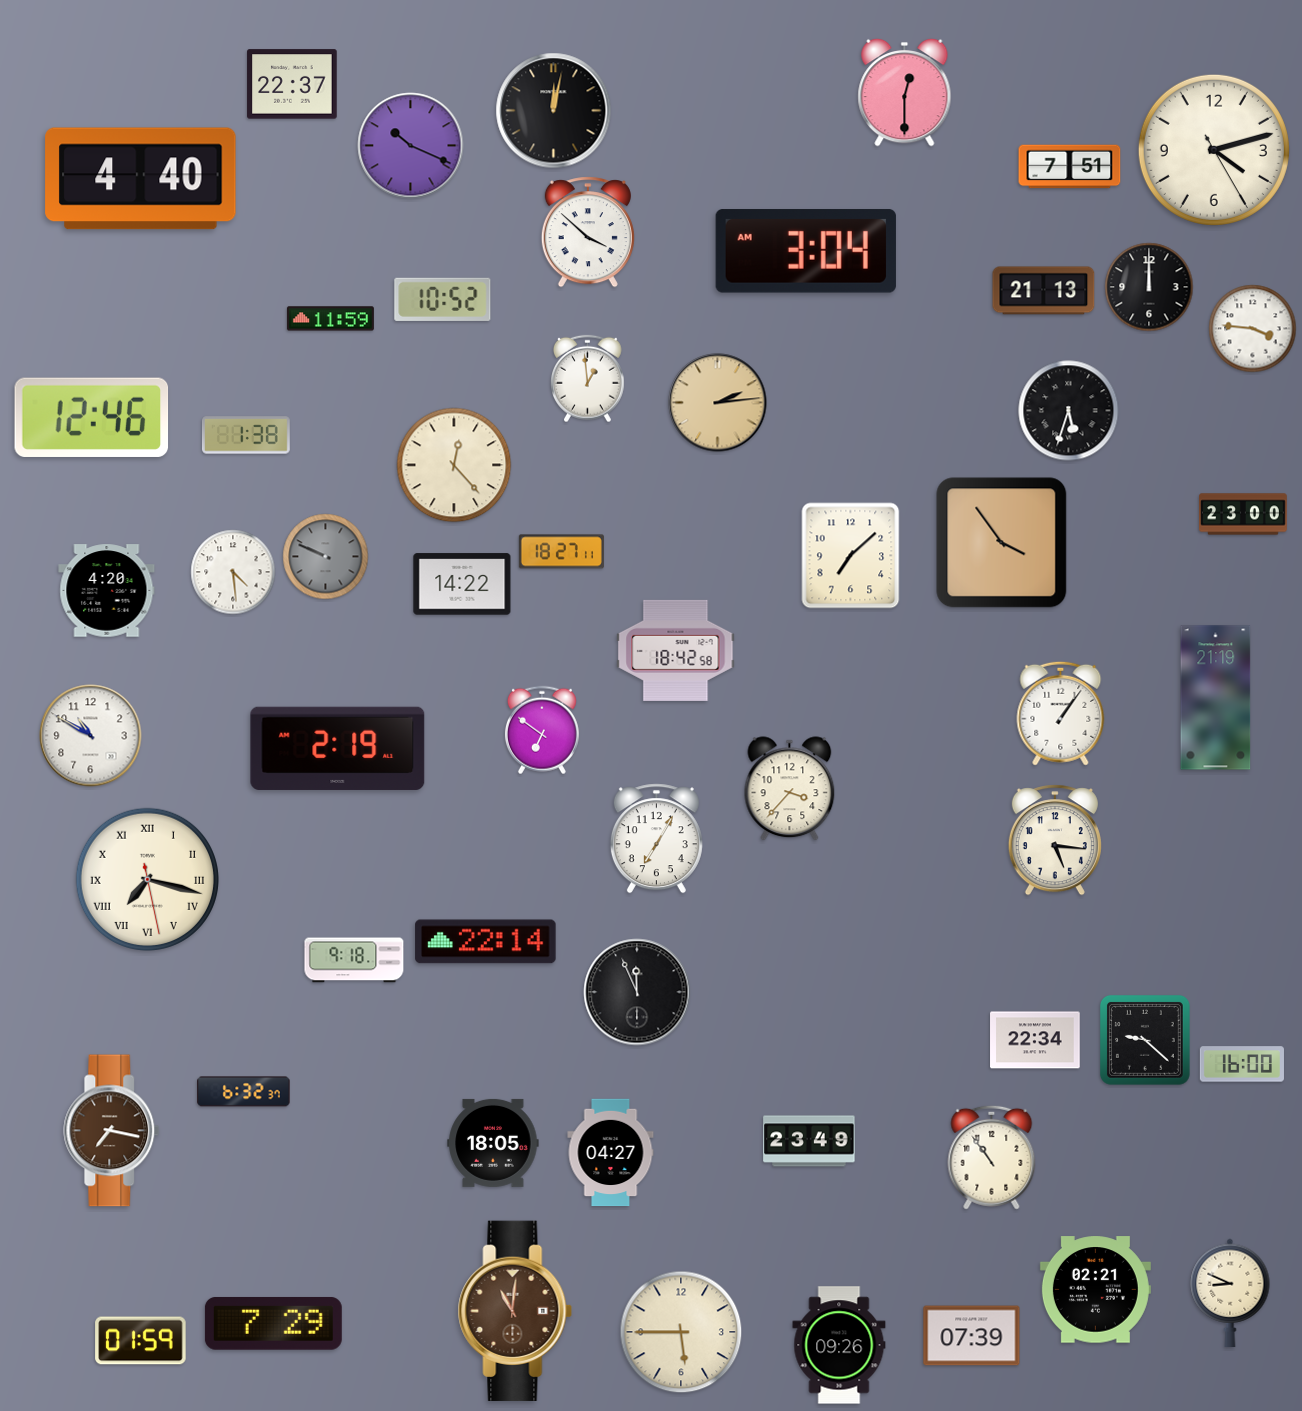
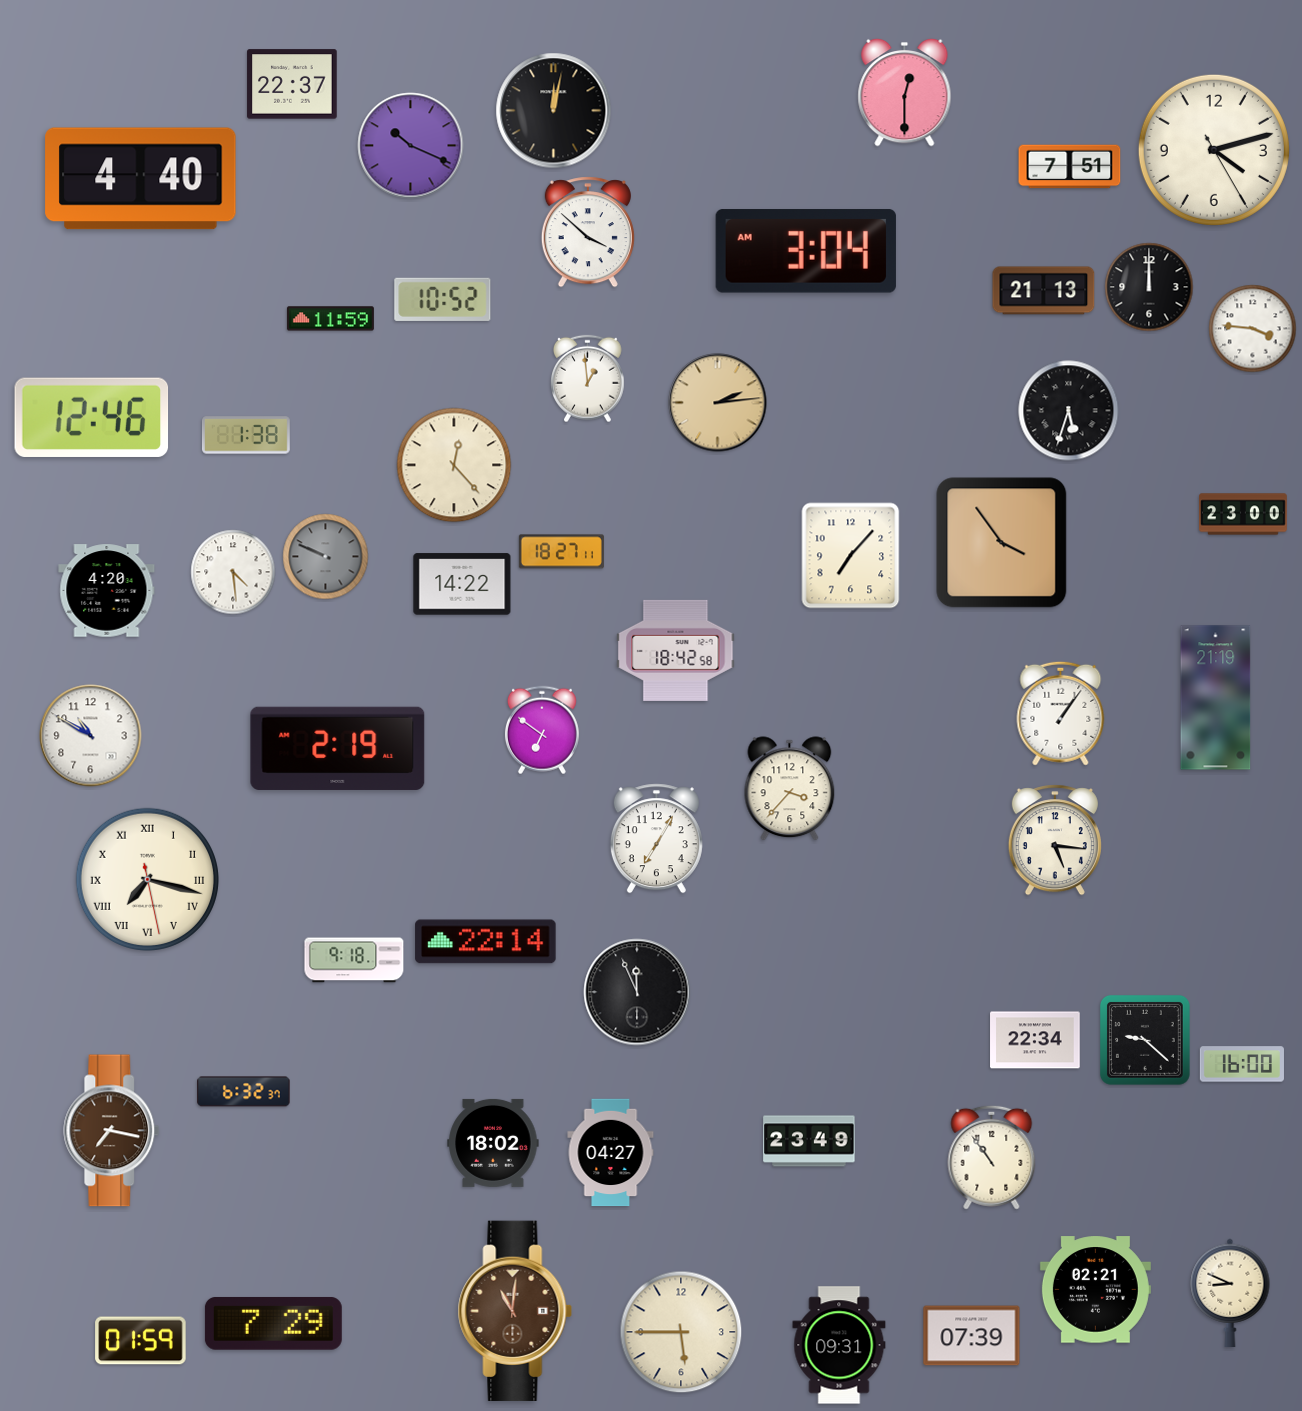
clock at (851, 556): 7:08 -> 7:07
clock at (493, 1143): 18:05 -> 18:02
clock at (839, 1345): 09:26 -> 09:31
